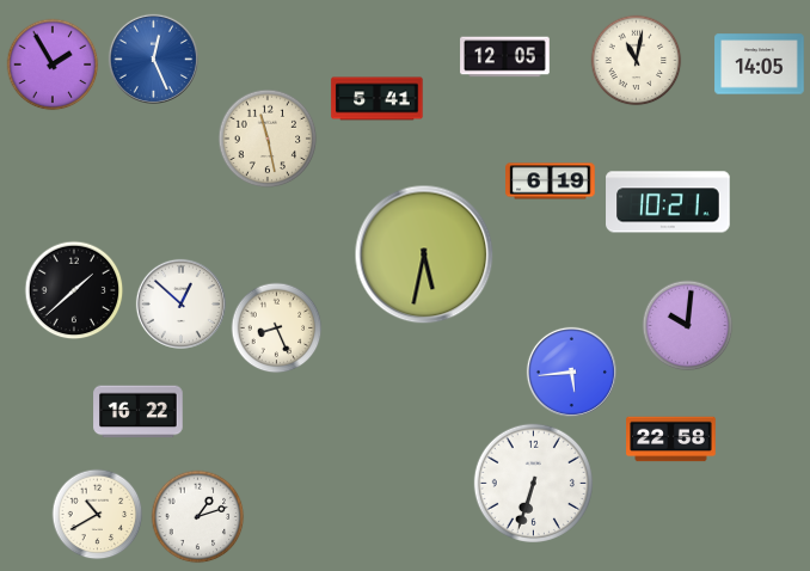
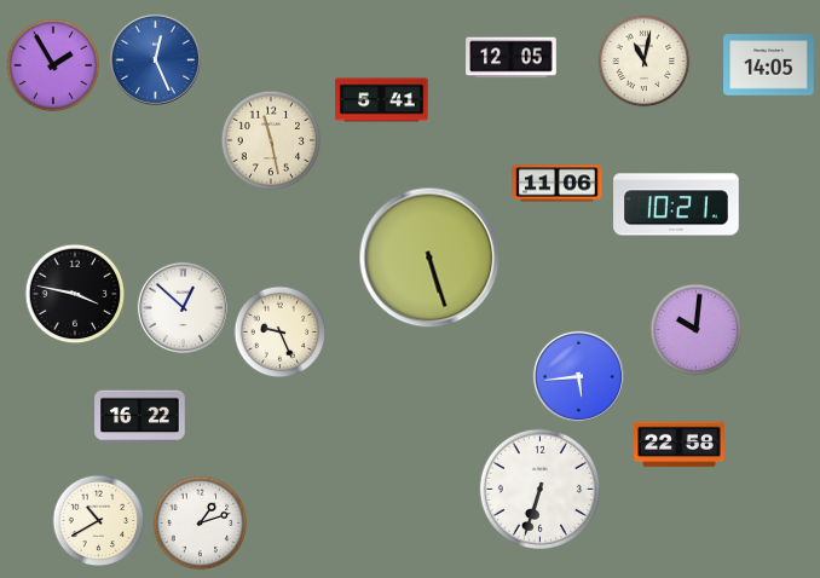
clock at (551, 182): 6:19 -> 11:06
clock at (424, 254): 5:32 -> 5:27
clock at (74, 290): 1:38 -> 3:47
clock at (277, 329): 8:26 -> 9:26
